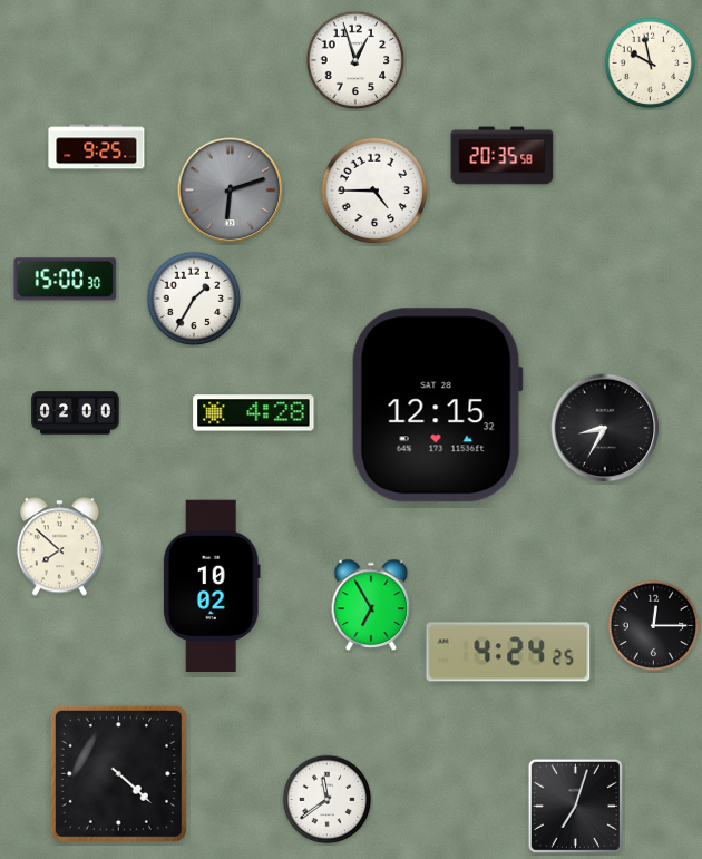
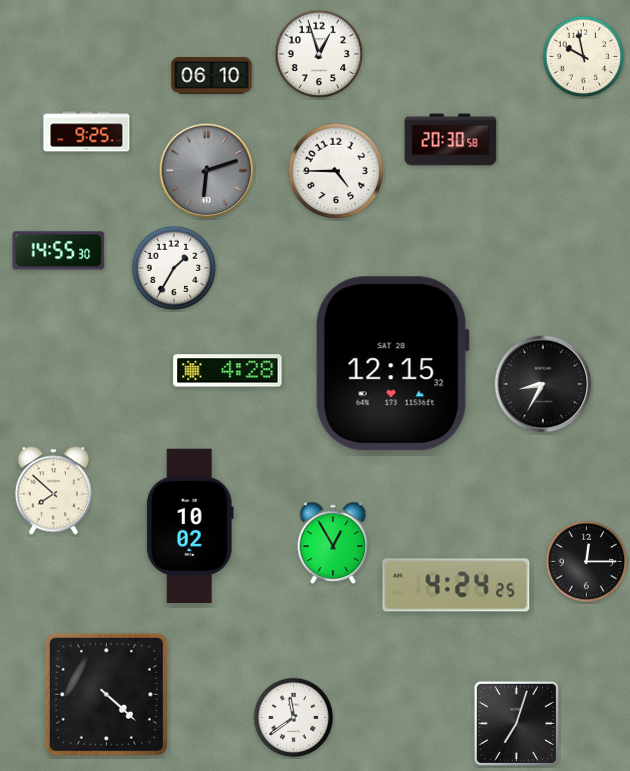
clock at (212, 76): none -> 06:10
clock at (503, 156): 20:35 -> 20:30
clock at (66, 280): 15:00 -> 14:55
clock at (76, 413): 02:00 -> none
clock at (371, 605): 6:55 -> 12:55
